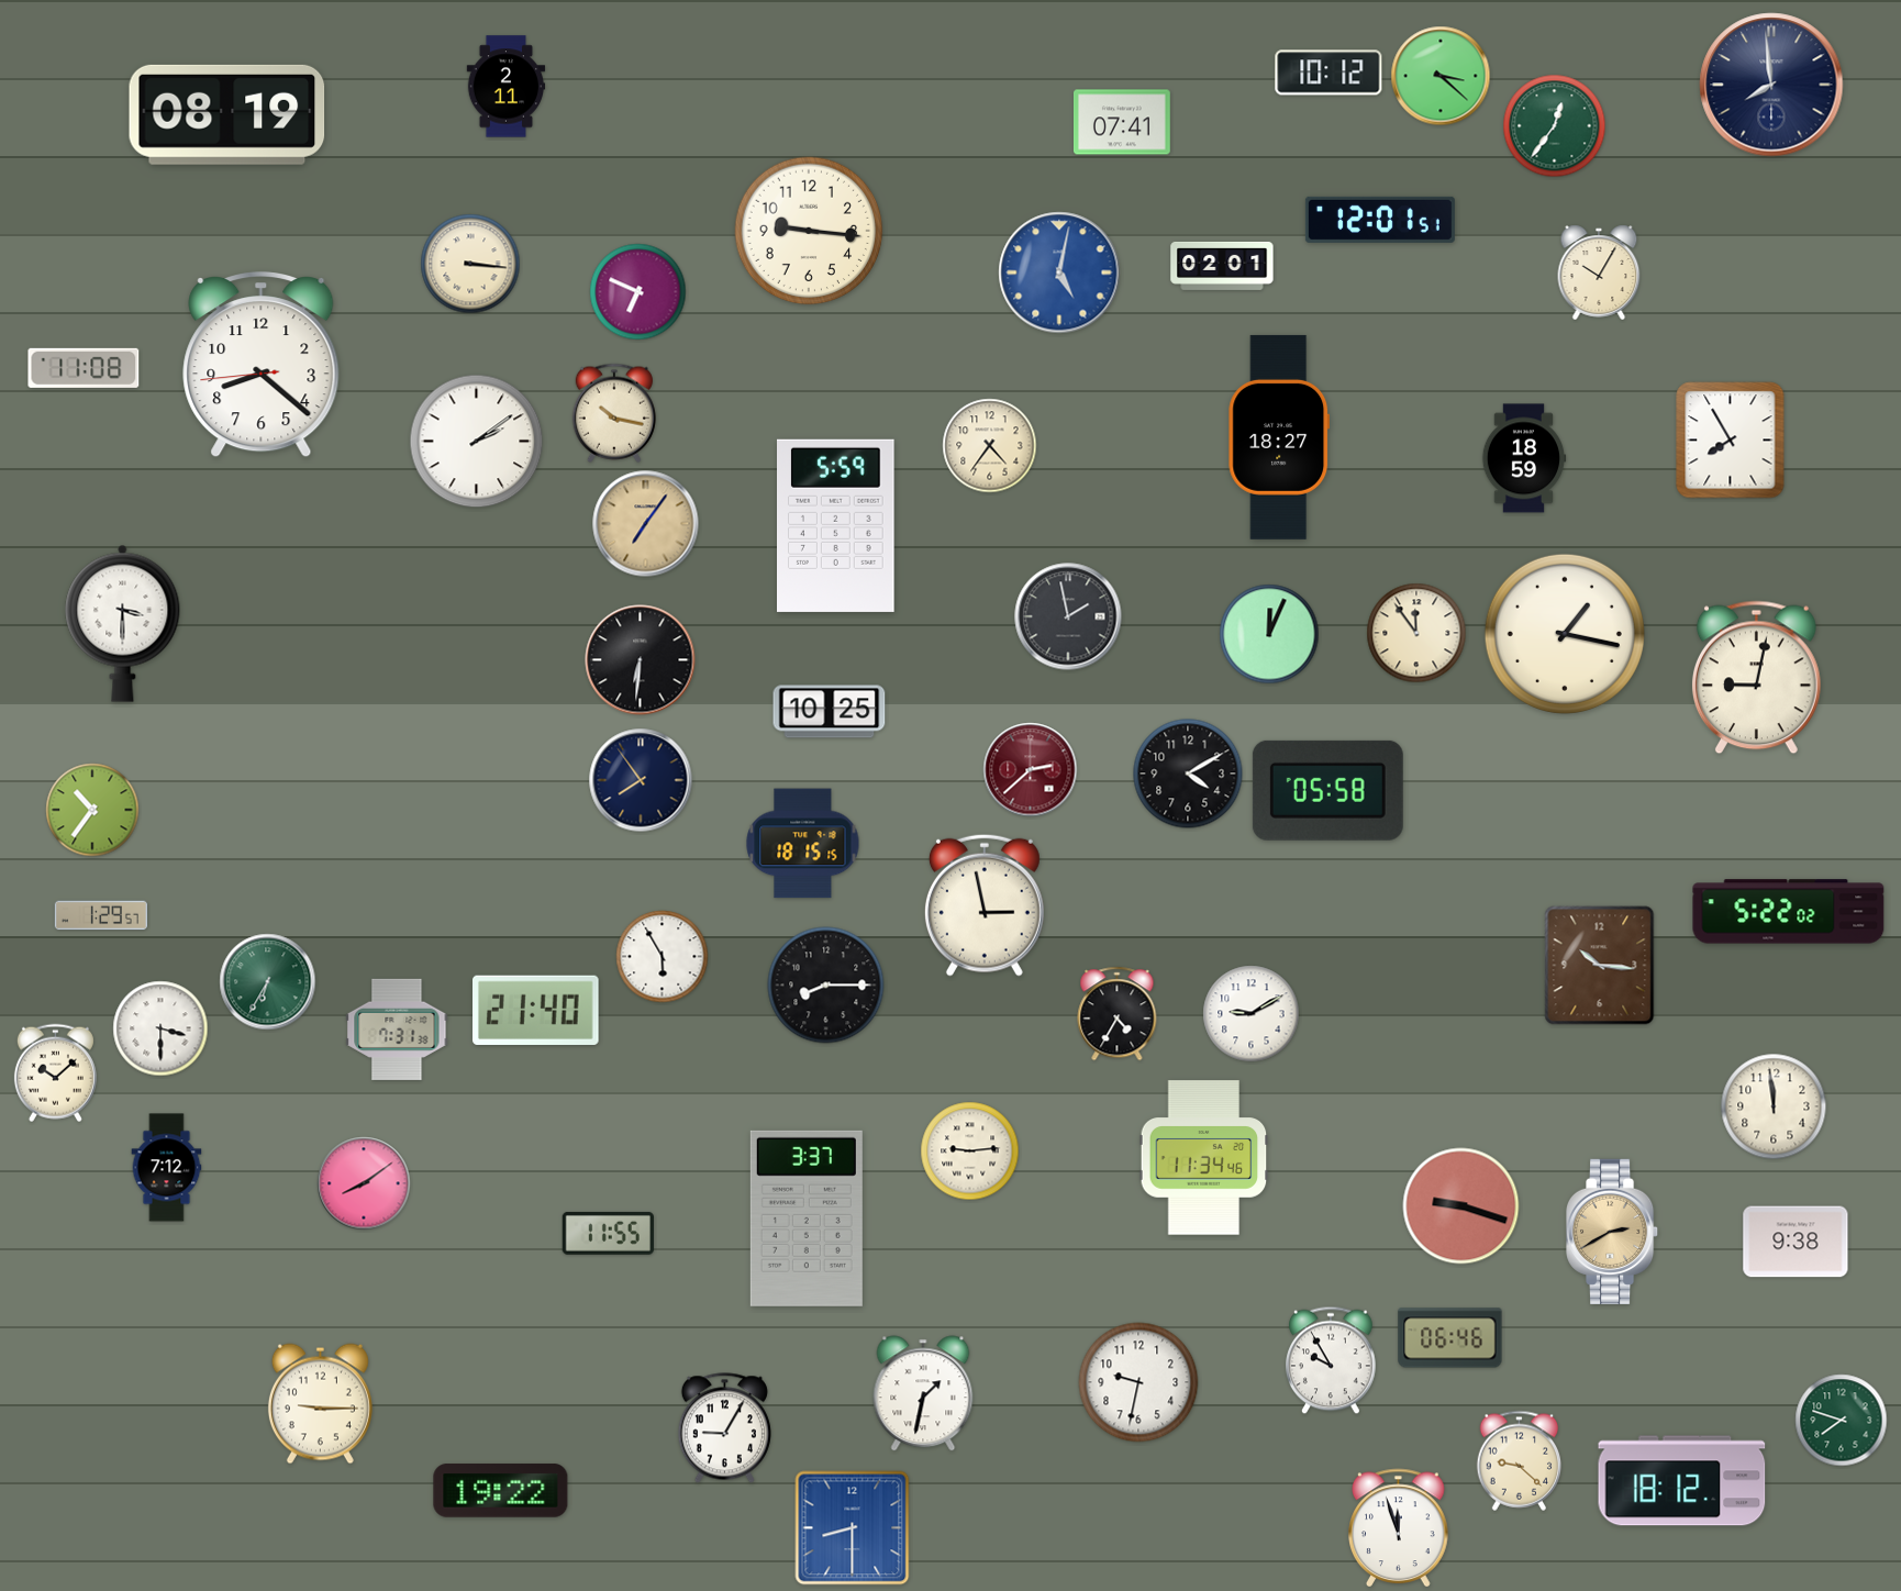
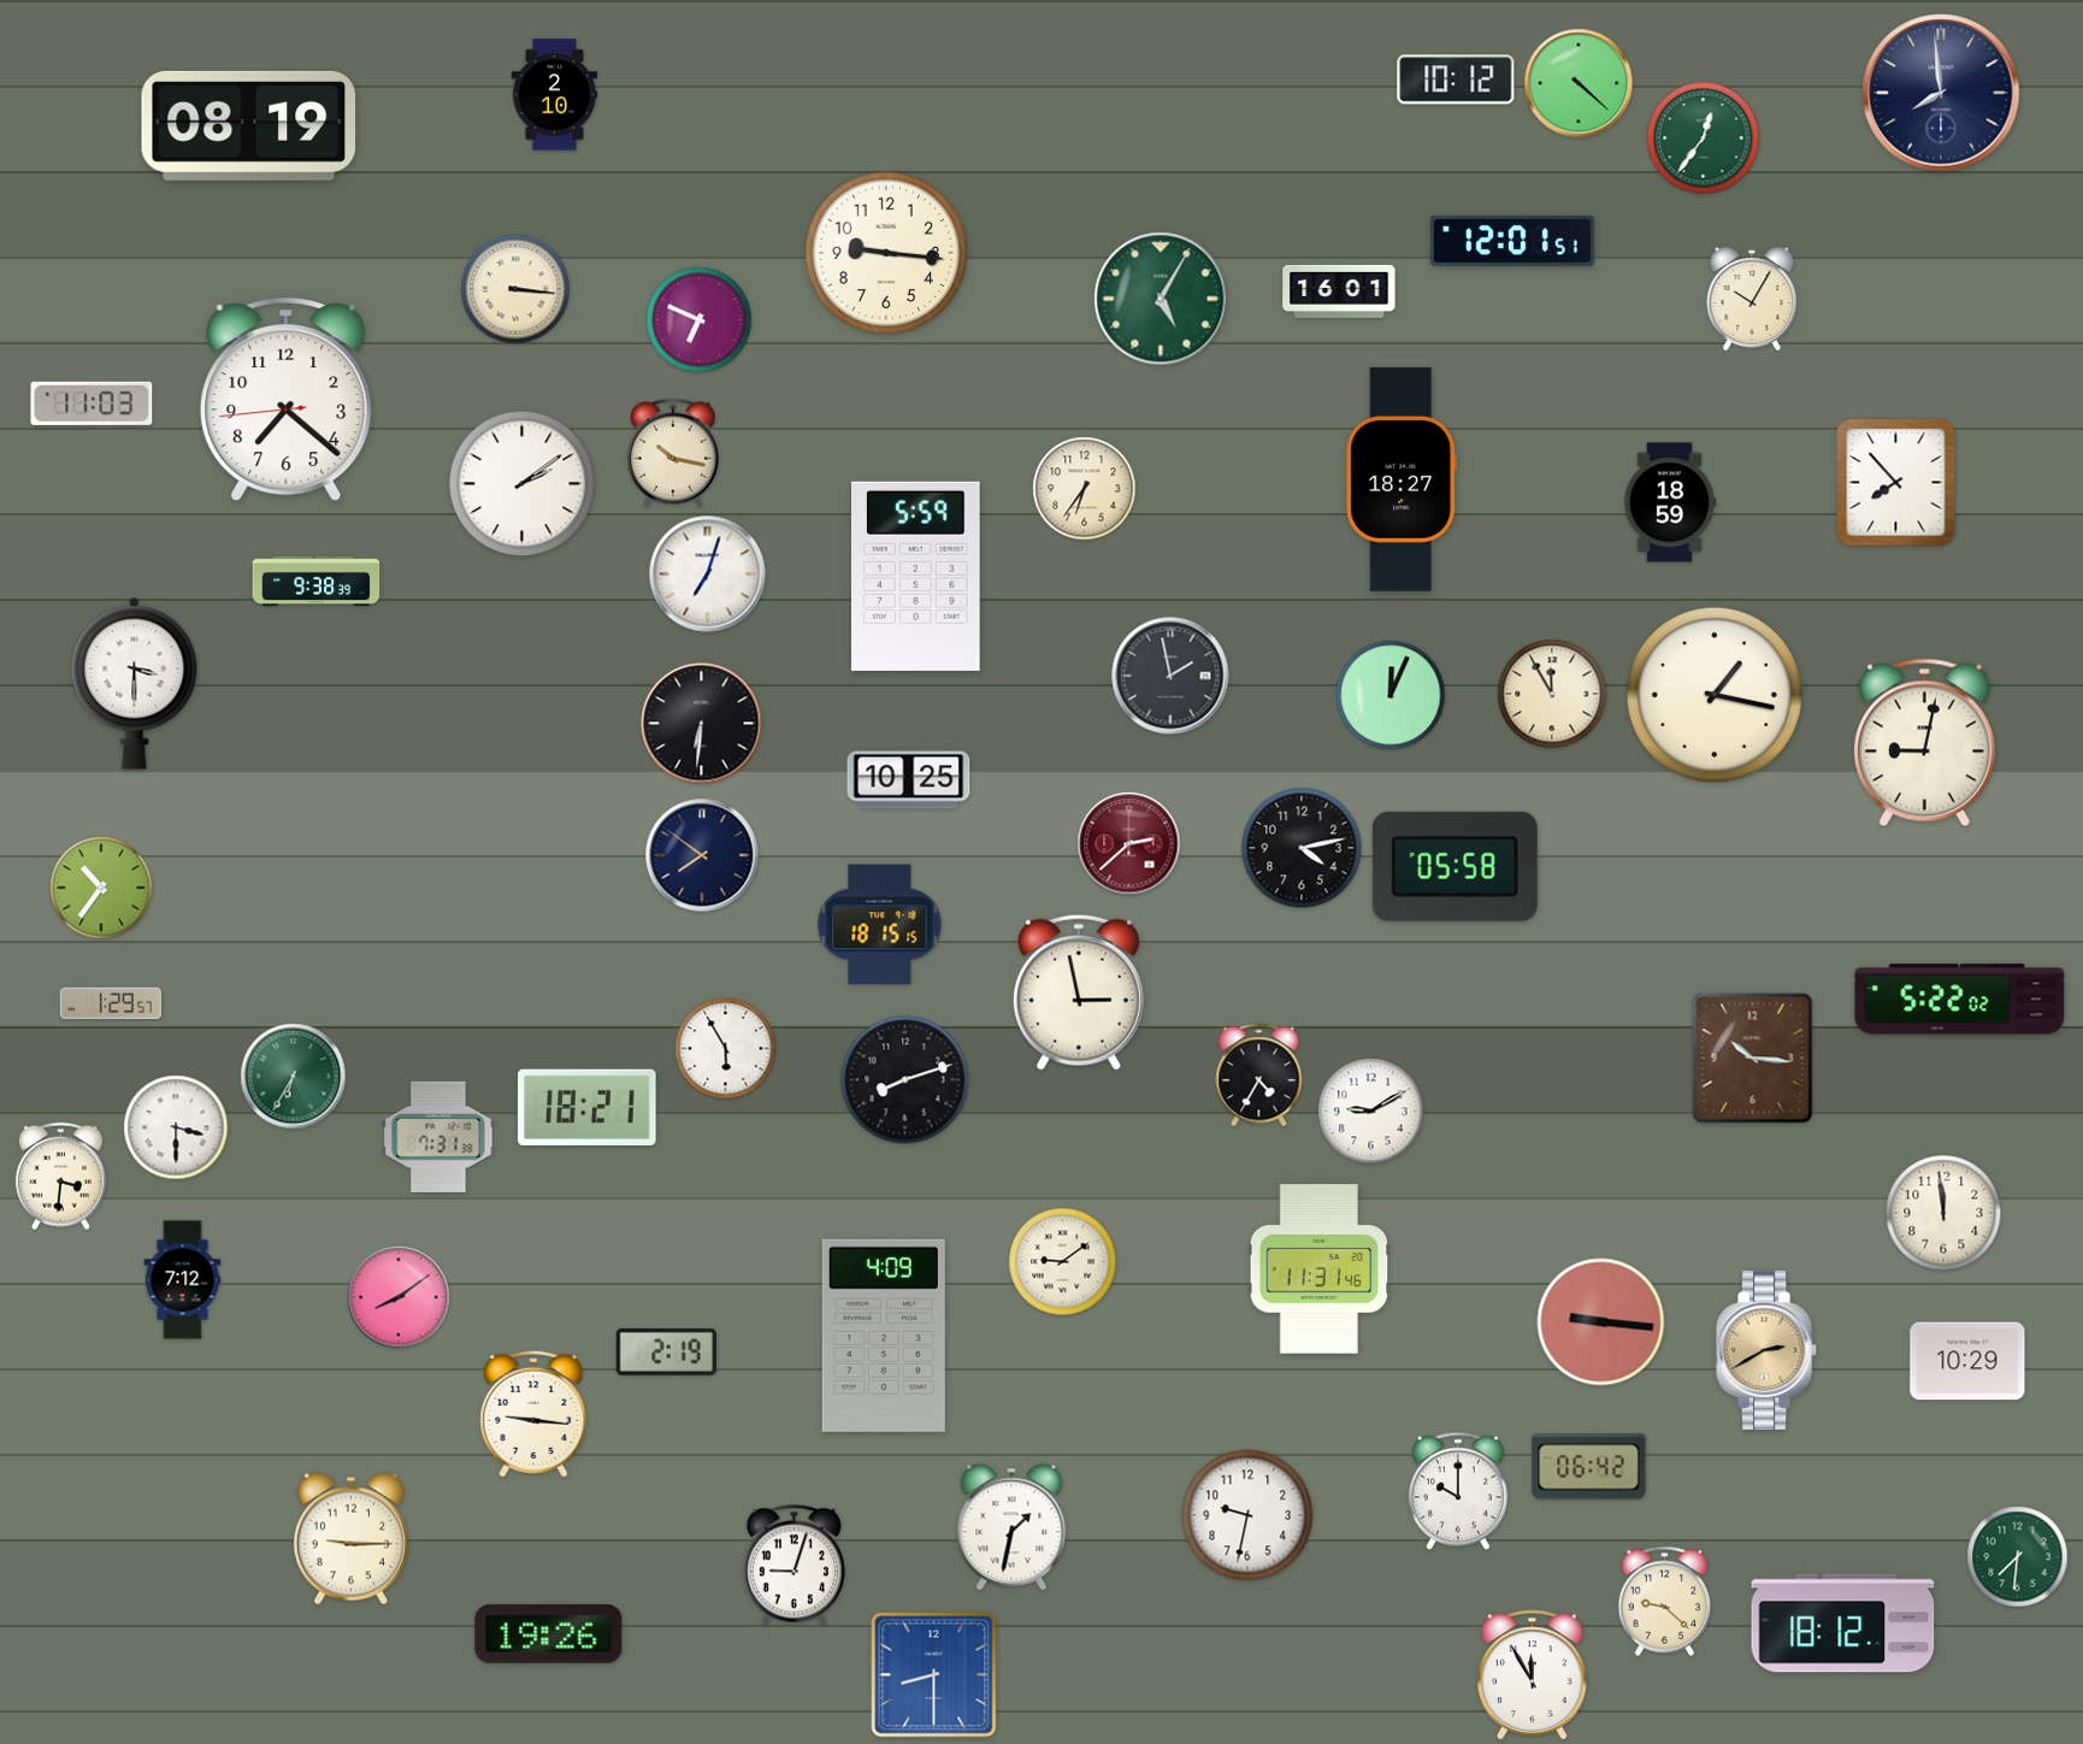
clock at (1441, 76): 3:22 -> 4:22
clock at (507, 87): 2:11 -> 2:10
clock at (1122, 122): 07:41 -> none
clock at (1222, 266): 02:01 -> 16:01
clock at (1059, 272): 5:02 -> 5:05
clock at (1059, 272) dial: blue -> green
clock at (262, 365): 8:21 -> 7:21
clock at (84, 368): 11:08 -> 11:03
clock at (1731, 441): 7:55 -> 7:53
clock at (990, 446): 4:36 -> 6:36
clock at (646, 524): 7:06 -> 7:03
clock at (646, 524) dial: champagne -> white
clock at (317, 582): none -> 9:38
clock at (1416, 633): 11:54 -> 11:55
clock at (1188, 774): 4:10 -> 4:13
clock at (641, 780): 7:54 -> 7:51
clock at (826, 986): 8:15 -> 8:12
clock at (536, 1010): 21:40 -> 18:21
clock at (1118, 1014) position: (1118, 1014) -> (1259, 1076)
clock at (397, 1030) position: (397, 1030) -> (438, 1137)
clock at (55, 1073): 10:08 -> 3:31
clock at (970, 1151): 9:14 -> 9:09
clock at (1204, 1158): 11:34 -> 11:31
clock at (1461, 1206): 9:18 -> 9:16
clock at (807, 1219): 3:37 -> 4:09
clock at (608, 1233): 11:55 -> 2:19
clock at (1796, 1242): 9:38 -> 10:29
clock at (533, 1414): none -> 9:16
clock at (1450, 1338): 06:46 -> 06:42
clock at (1332, 1360): 9:55 -> 10:00
clock at (1842, 1421): 7:48 -> 7:31
clock at (724, 1428): 9:05 -> 9:03
clock at (501, 1491): 19:22 -> 19:26
clock at (1399, 1528): 11:57 -> 11:55
